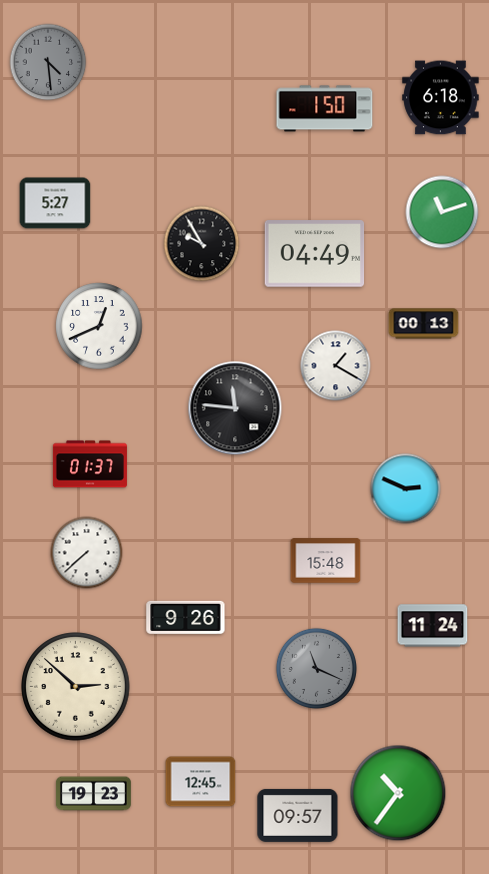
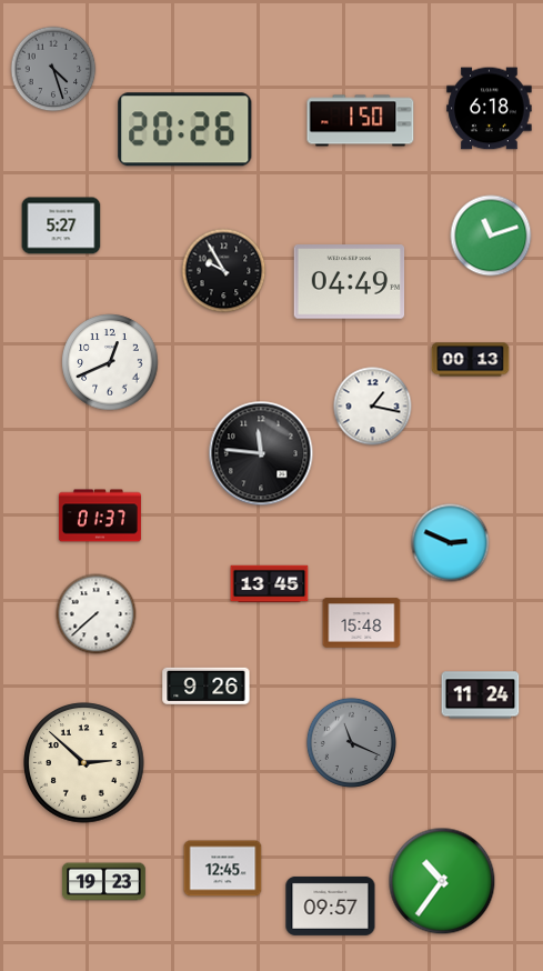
clock at (48, 62): 4:29 -> 4:27
clock at (185, 130): none -> 20:26
clock at (336, 366): 1:20 -> 1:17
clock at (270, 584): none -> 13:45
